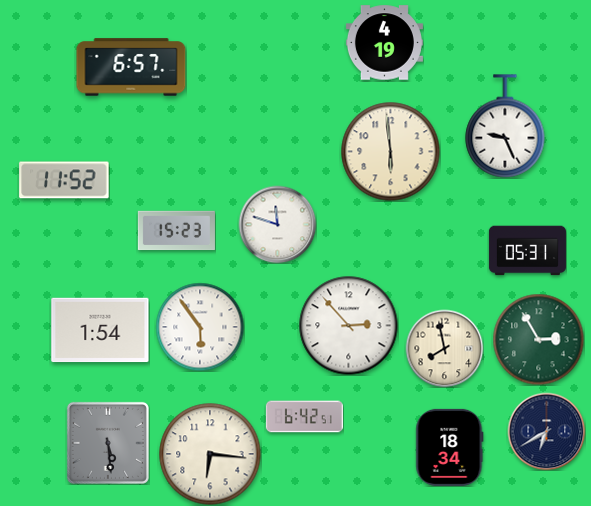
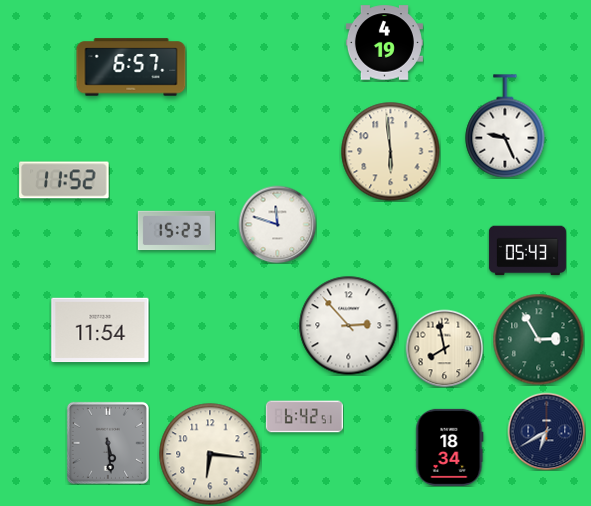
clock at (527, 251): 05:31 -> 05:43
clock at (200, 327): 5:54 -> none
clock at (100, 330): 1:54 -> 11:54
